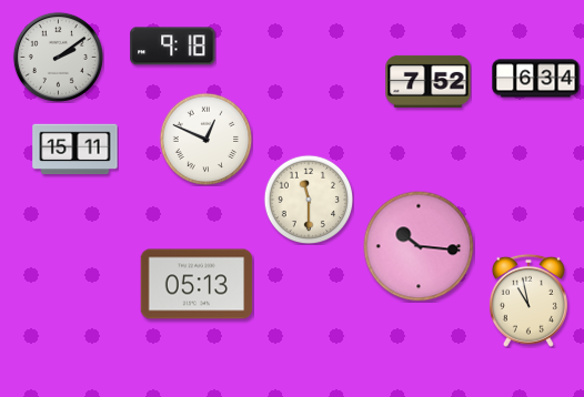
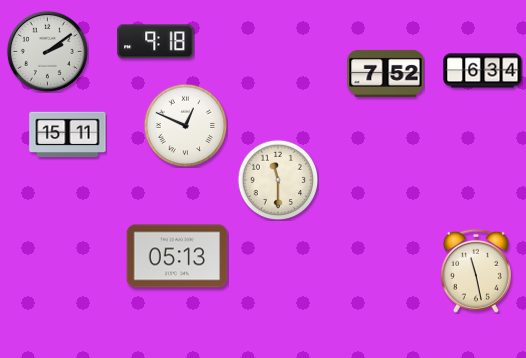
clock at (58, 57) position: (58, 57) -> (47, 51)
clock at (419, 246): 10:16 -> none
clock at (528, 301): 10:58 -> 11:28
